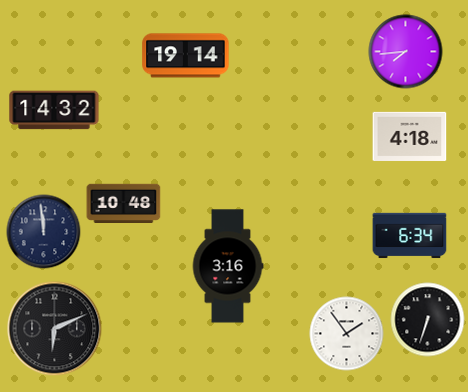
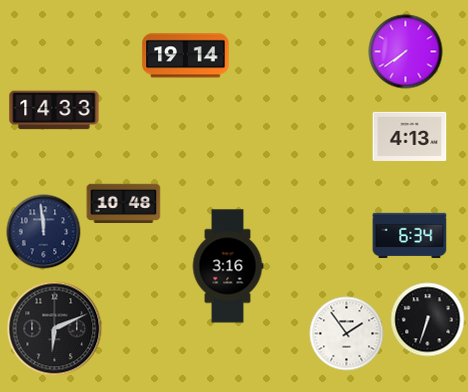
clock at (406, 52): 7:44 -> 7:39
clock at (54, 110): 14:32 -> 14:33
clock at (410, 136): 4:18 -> 4:13
